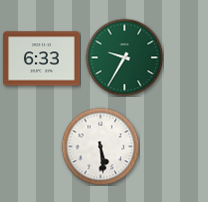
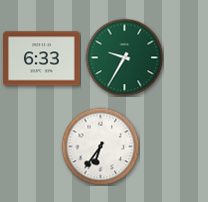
clock at (100, 146): 5:29 -> 6:36
